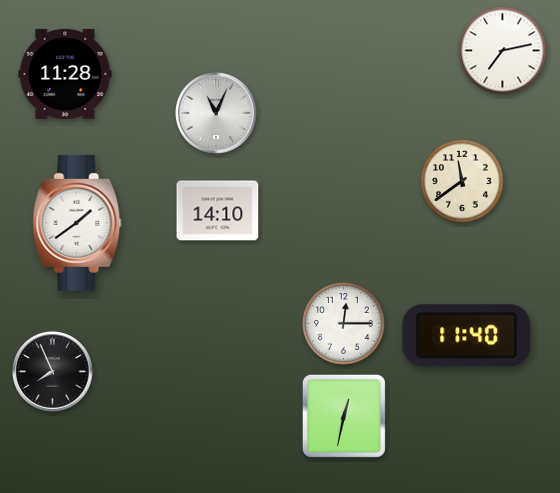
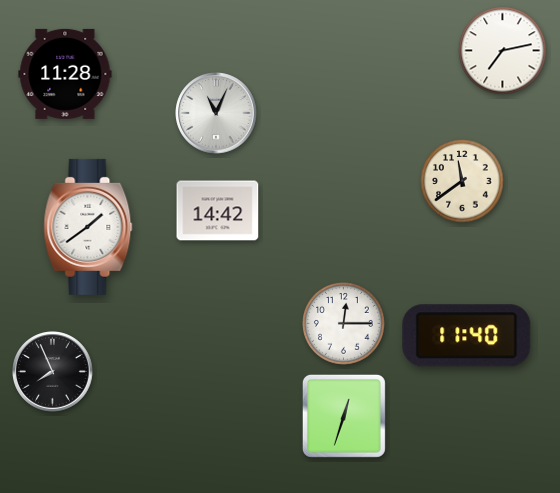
clock at (218, 211): 14:10 -> 14:42
clock at (77, 223) position: (77, 223) -> (88, 227)
clock at (344, 416): 12:32 -> 12:33
